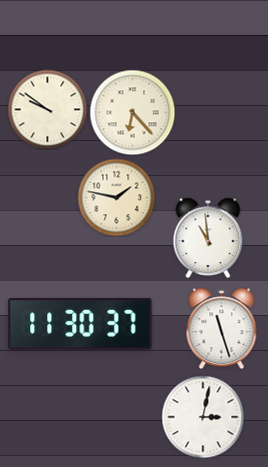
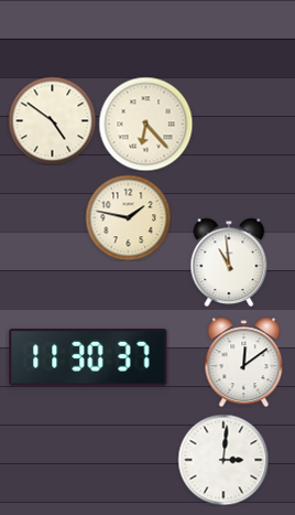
clock at (47, 109): 9:51 -> 4:51
clock at (222, 328): 11:27 -> 12:09
clock at (203, 417): 3:02 -> 3:01
